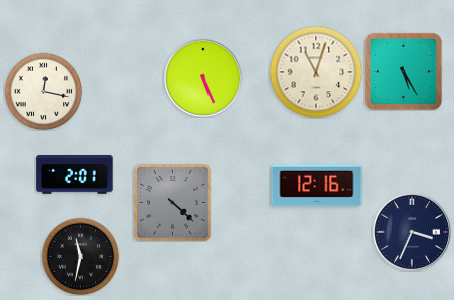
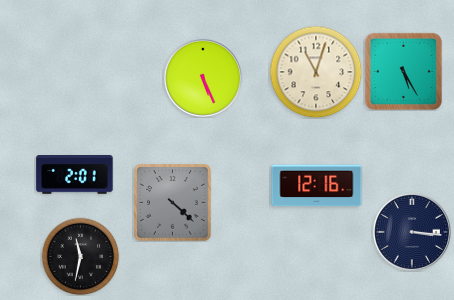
clock at (43, 91): 12:17 -> none
clock at (412, 232): 3:34 -> 3:16
